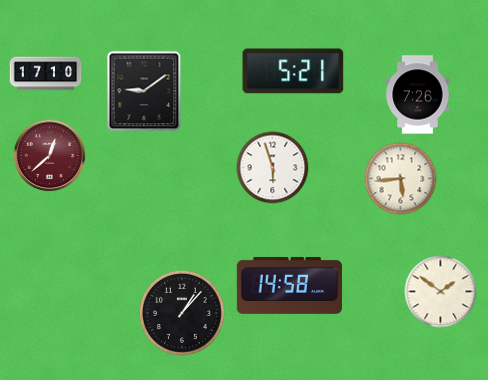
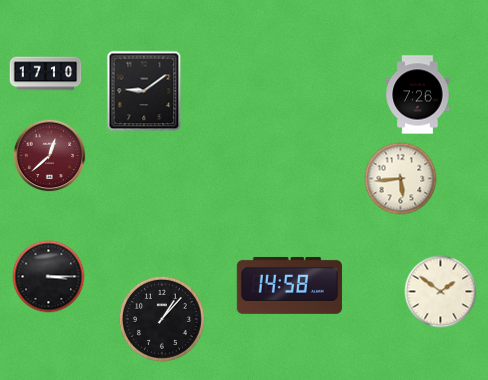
clock at (293, 71): 5:21 -> none
clock at (273, 168): 5:57 -> none
clock at (49, 277): none -> 3:15
clock at (182, 313) position: (182, 313) -> (162, 319)
